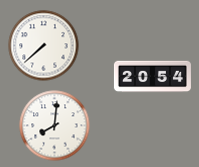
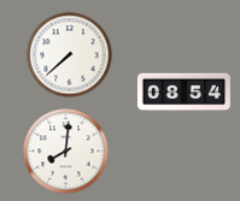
clock at (44, 46) position: (44, 46) -> (70, 55)
clock at (152, 77): 20:54 -> 08:54
